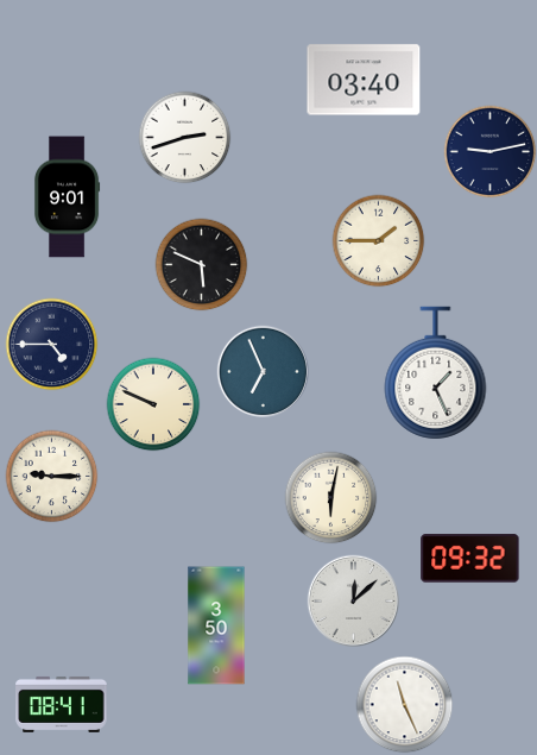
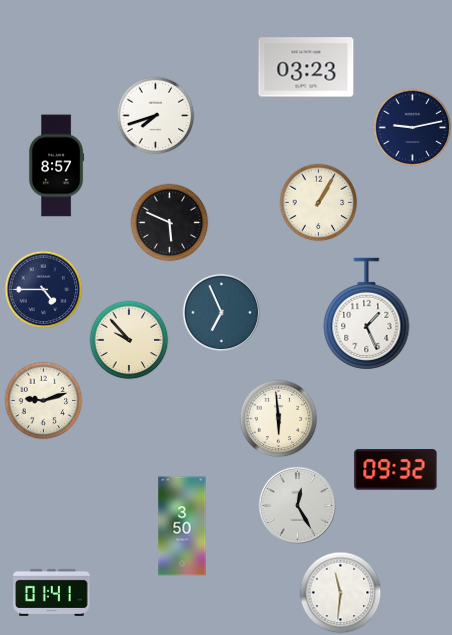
clock at (364, 80): 03:40 -> 03:23
clock at (184, 137): 2:42 -> 7:42
clock at (67, 197): 9:01 -> 8:57
clock at (378, 240): 1:45 -> 1:05
clock at (153, 404): 9:49 -> 9:53
clock at (51, 476): 9:15 -> 9:12
clock at (330, 497): 6:02 -> 5:59
clock at (353, 600): 12:08 -> 12:25
clock at (62, 704): 08:41 -> 01:41
clock at (404, 704): 11:26 -> 11:31
